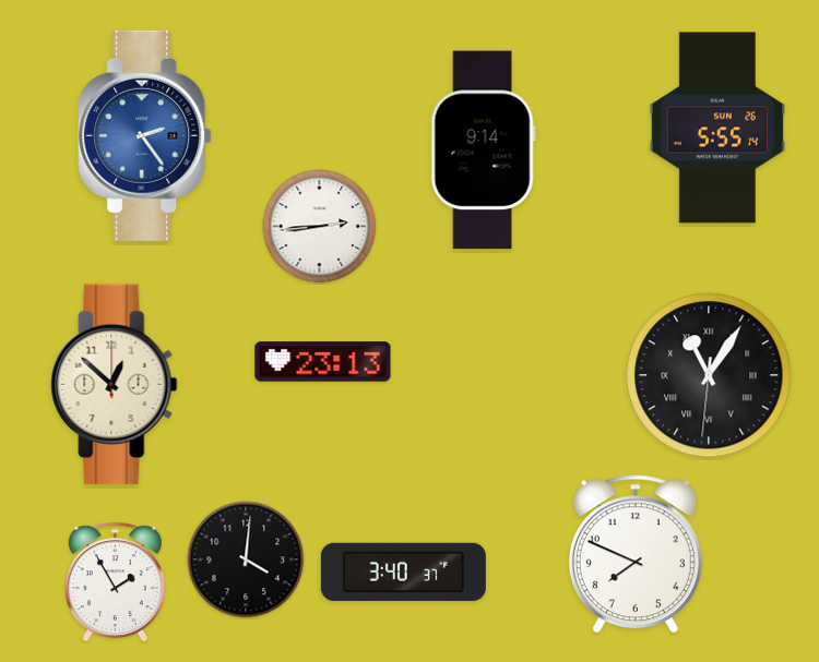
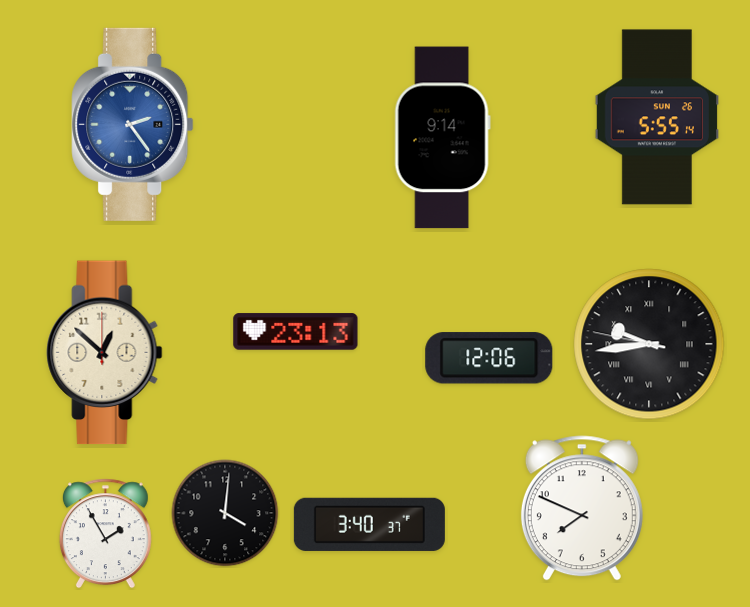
clock at (320, 227): 2:44 -> none
clock at (709, 375): 11:05 -> 9:43
clock at (489, 358): none -> 12:06
